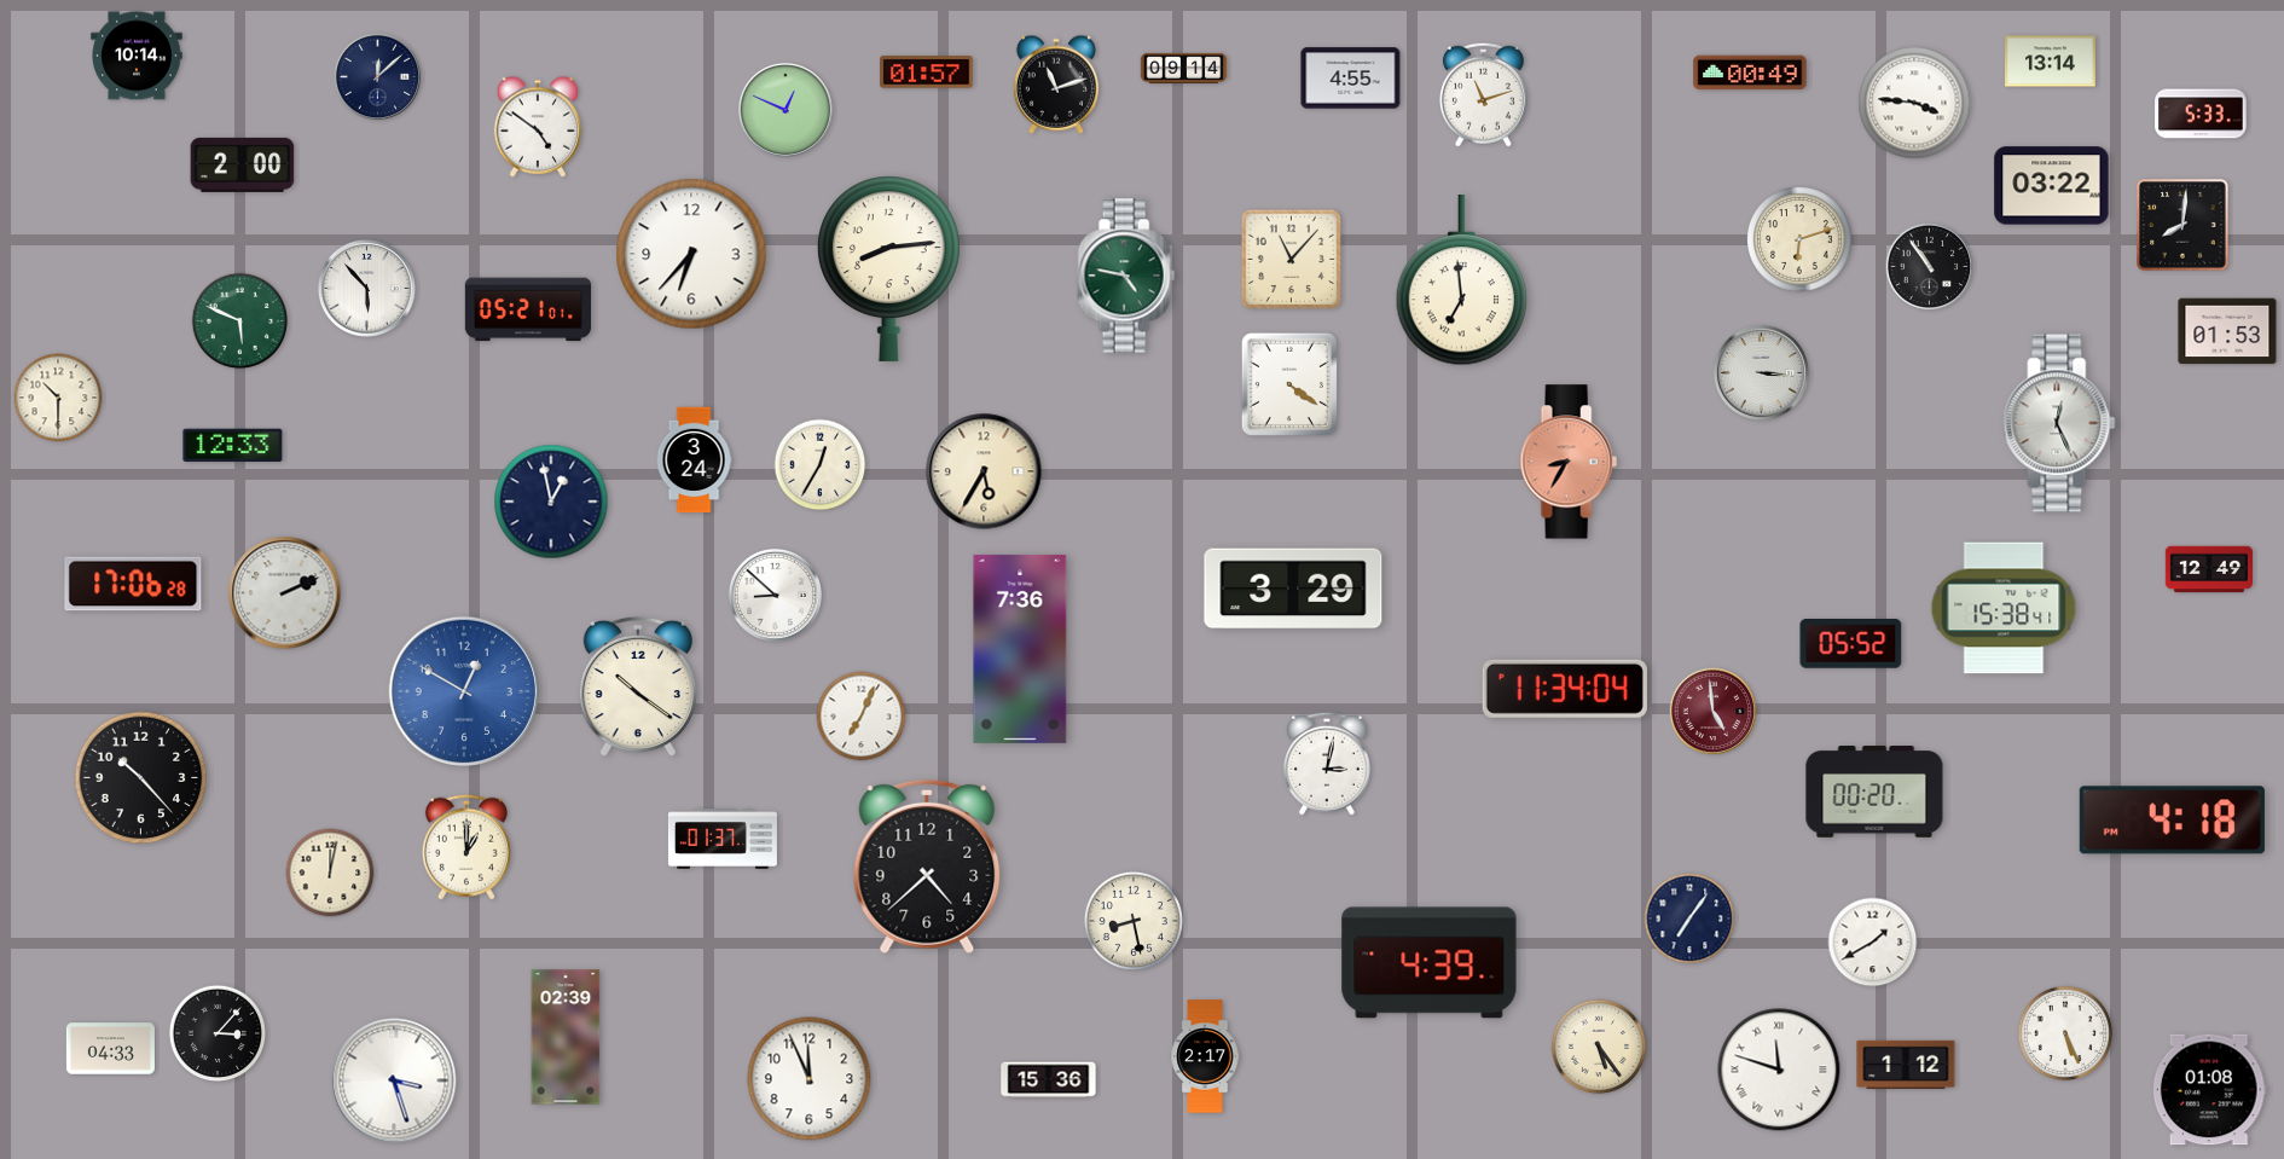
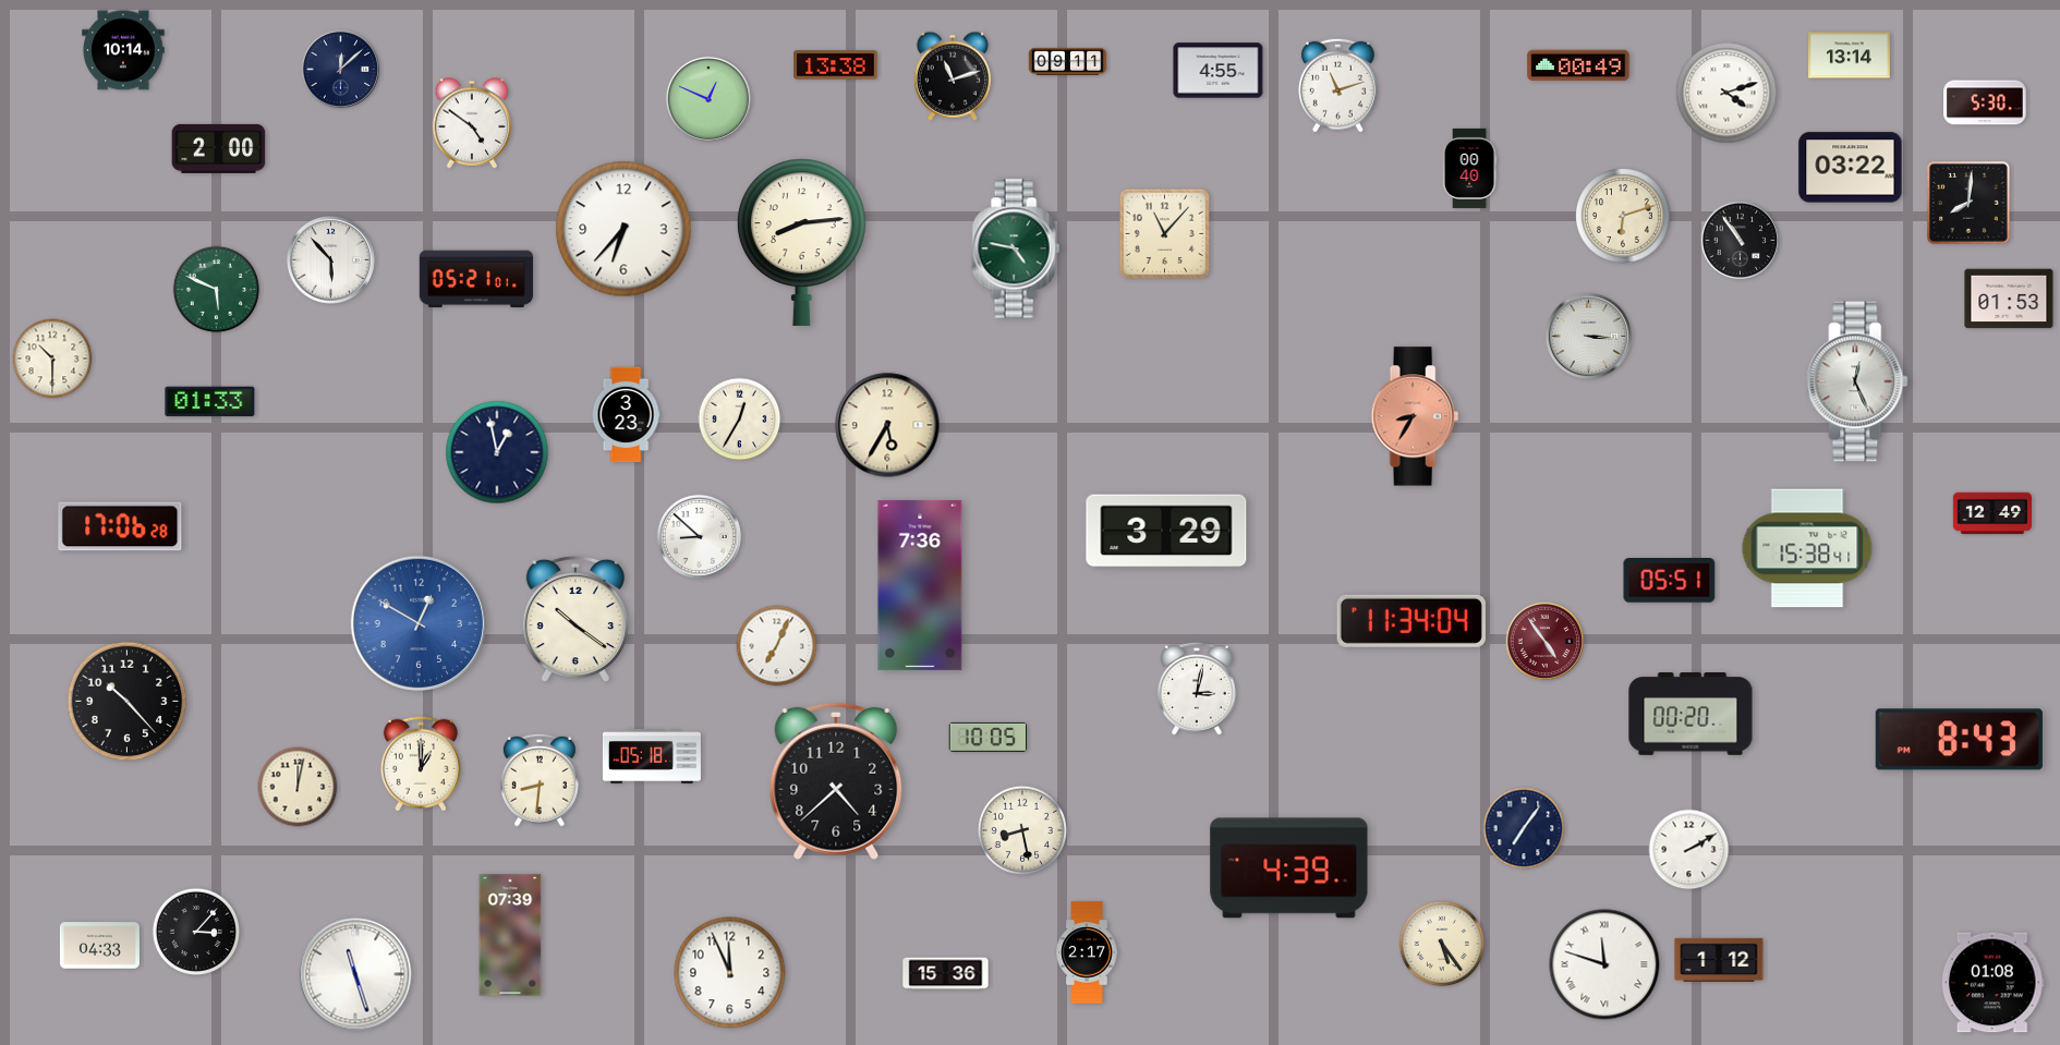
clock at (1184, 68): 09:14 -> 09:11
clock at (927, 73): 01:57 -> 13:38
clock at (1914, 103): 3:46 -> 4:12
clock at (2201, 114): 5:33 -> 5:30
clock at (538, 127) position: (538, 127) -> (472, 123)
clock at (1469, 168): none -> 00:40
clock at (1462, 282): 6:59 -> none
clock at (1289, 384): 4:21 -> none
clock at (233, 446): 12:33 -> 01:33
clock at (694, 460): 3:24 -> 3:23
clock at (285, 593): 2:11 -> none
clock at (1851, 644): 05:52 -> 05:51
clock at (1714, 712): 4:59 -> 4:54
clock at (987, 737): none -> 10:05
clock at (2172, 821): 4:18 -> 8:43
clock at (723, 840): 01:37 -> 05:18
clock at (540, 780): none -> 8:31
clock at (1873, 943): 1:40 -> 2:10
clock at (2065, 1033): 5:26 -> none
clock at (566, 1037): 02:39 -> 07:39
clock at (394, 1080): 3:27 -> 11:27
